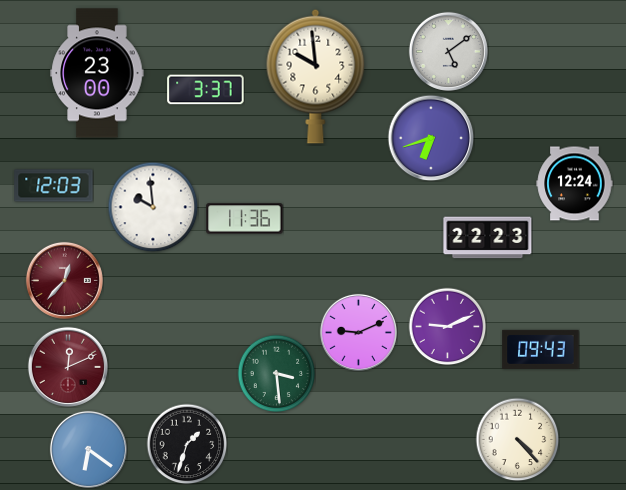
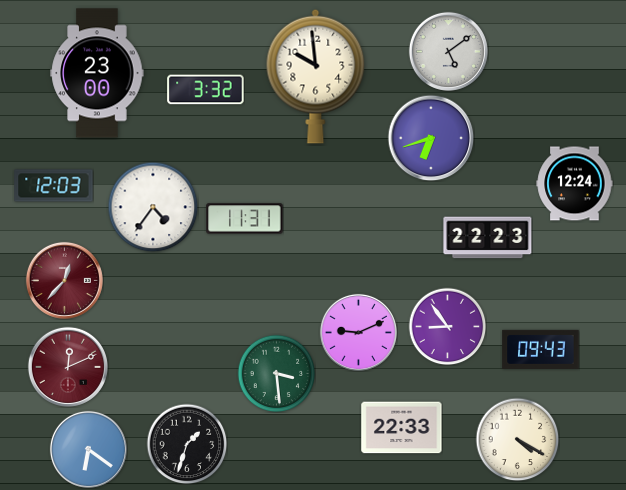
clock at (206, 90): 3:37 -> 3:32
clock at (153, 207): 9:59 -> 4:36
clock at (245, 219): 11:36 -> 11:31
clock at (447, 326): 9:11 -> 8:54
clock at (402, 428): none -> 22:33
clock at (517, 439): 4:23 -> 4:20
